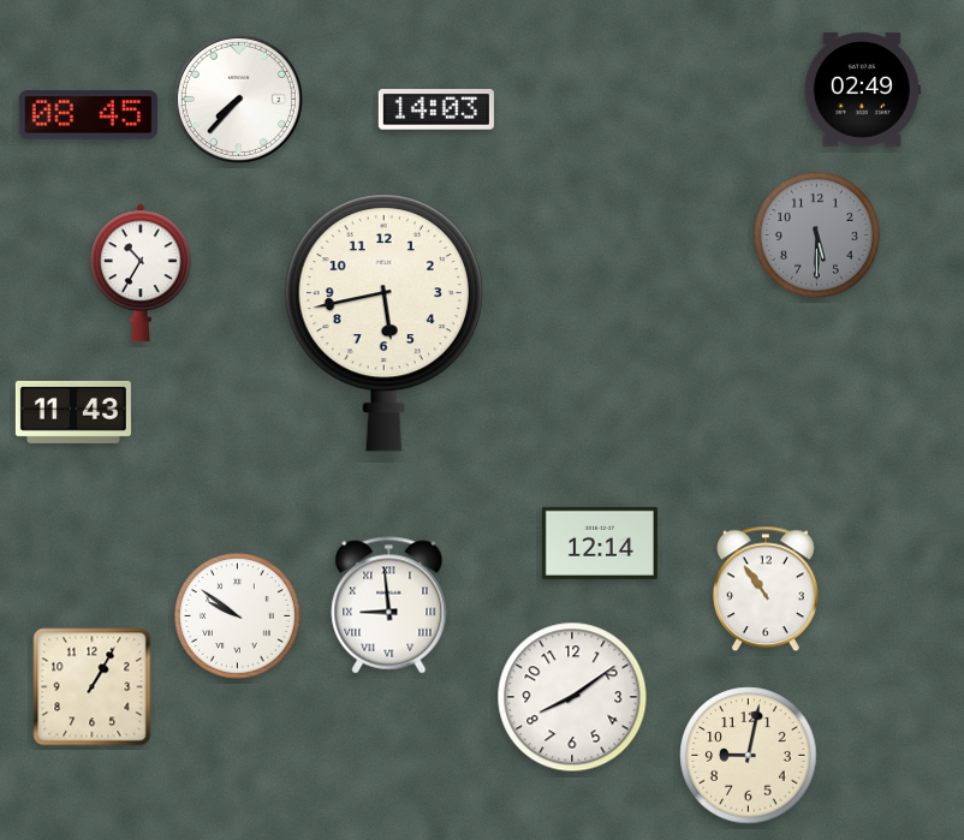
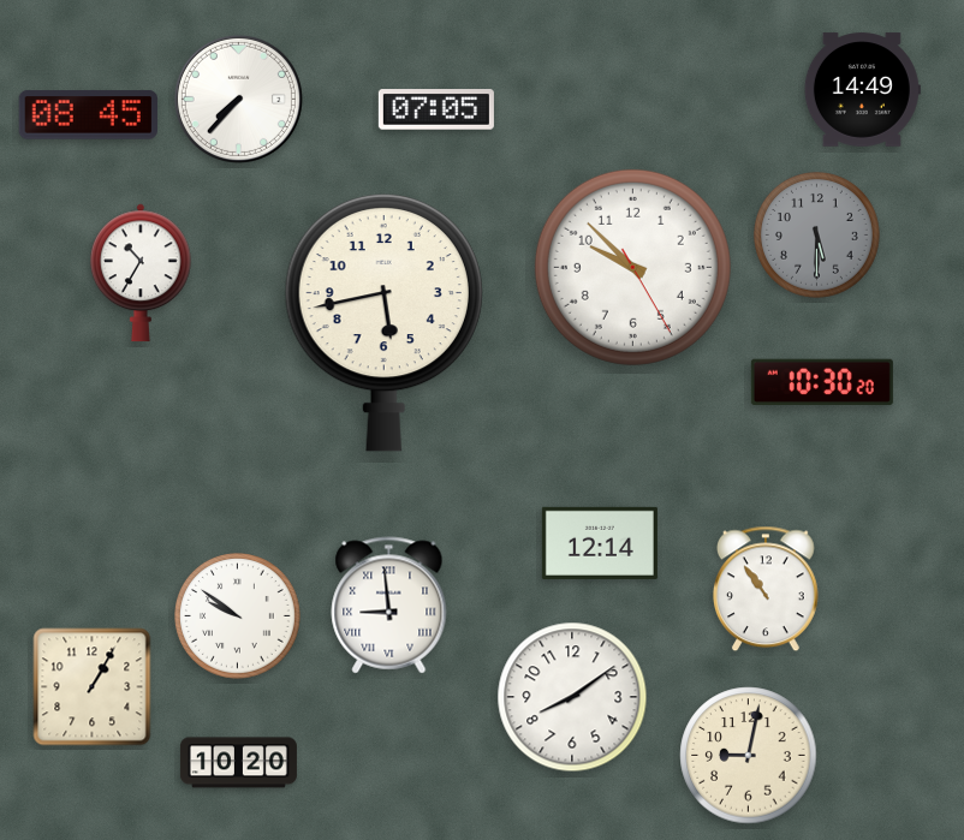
clock at (862, 90): 02:49 -> 14:49
clock at (436, 109): 14:03 -> 07:05
clock at (632, 267): none -> 9:52
clock at (822, 381): none -> 10:30
clock at (73, 412): 11:43 -> none
clock at (238, 763): none -> 10:20
